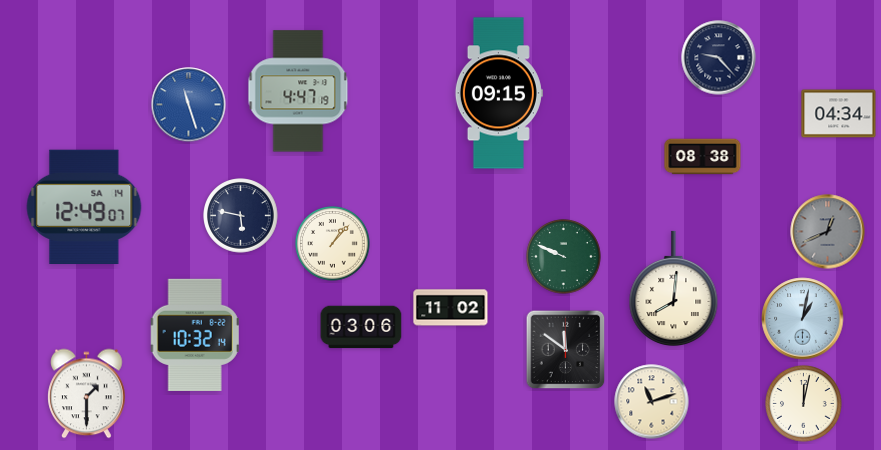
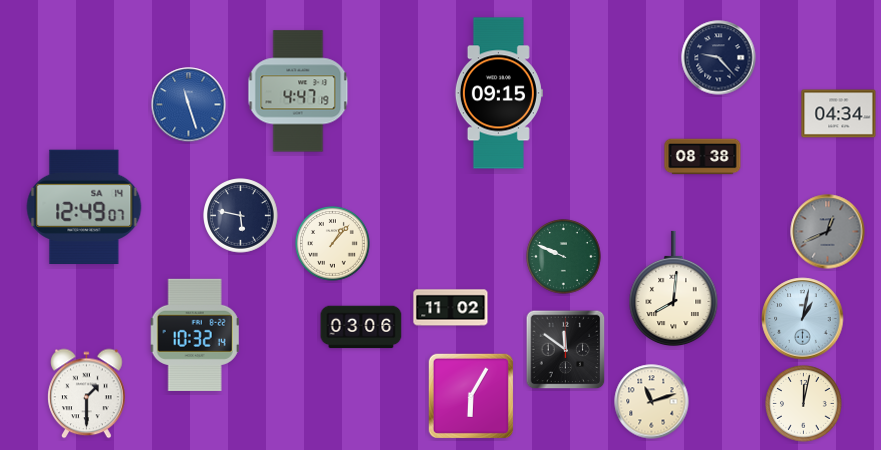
clock at (470, 395): none -> 6:05
